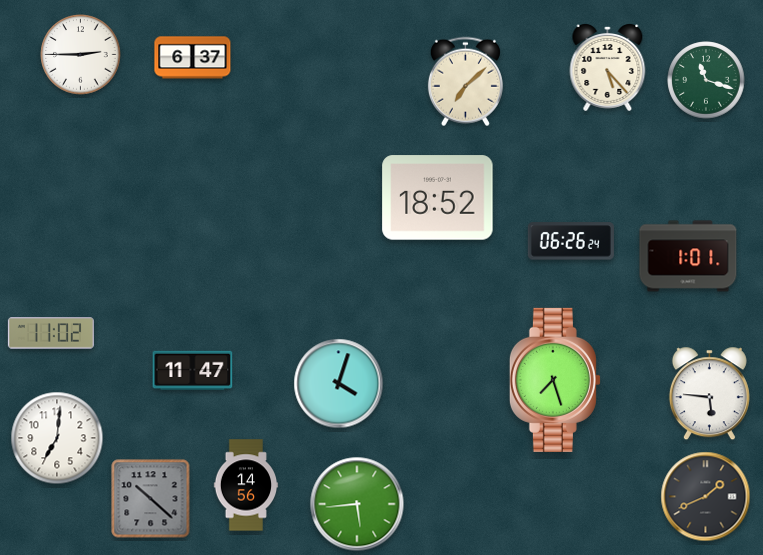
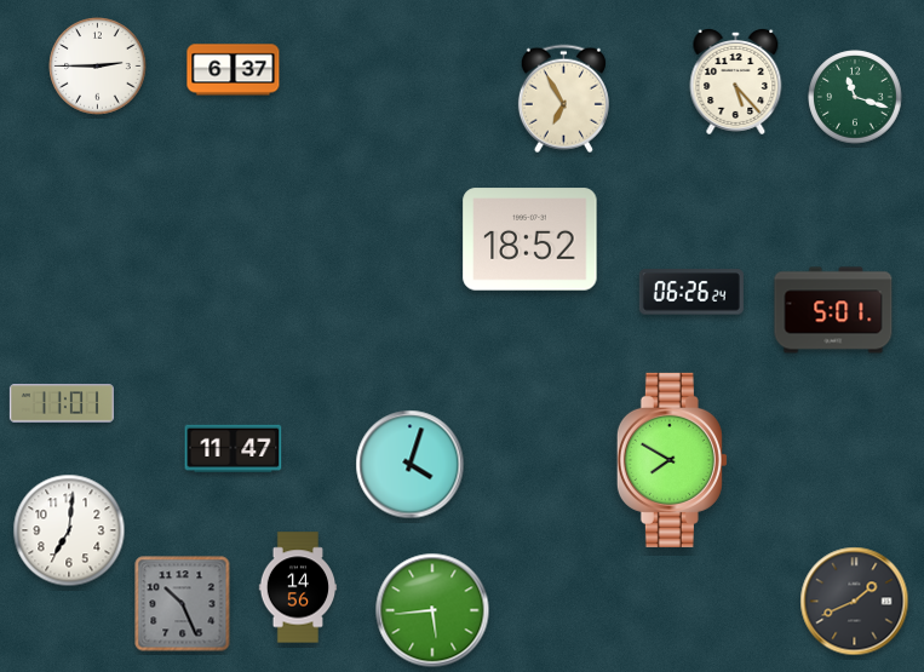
clock at (465, 82): 7:08 -> 6:55
clock at (688, 256): 1:01 -> 5:01
clock at (51, 333): 11:02 -> 11:01
clock at (555, 380): 7:27 -> 7:50
clock at (709, 394): 5:46 -> none
clock at (151, 499): 10:22 -> 10:26
